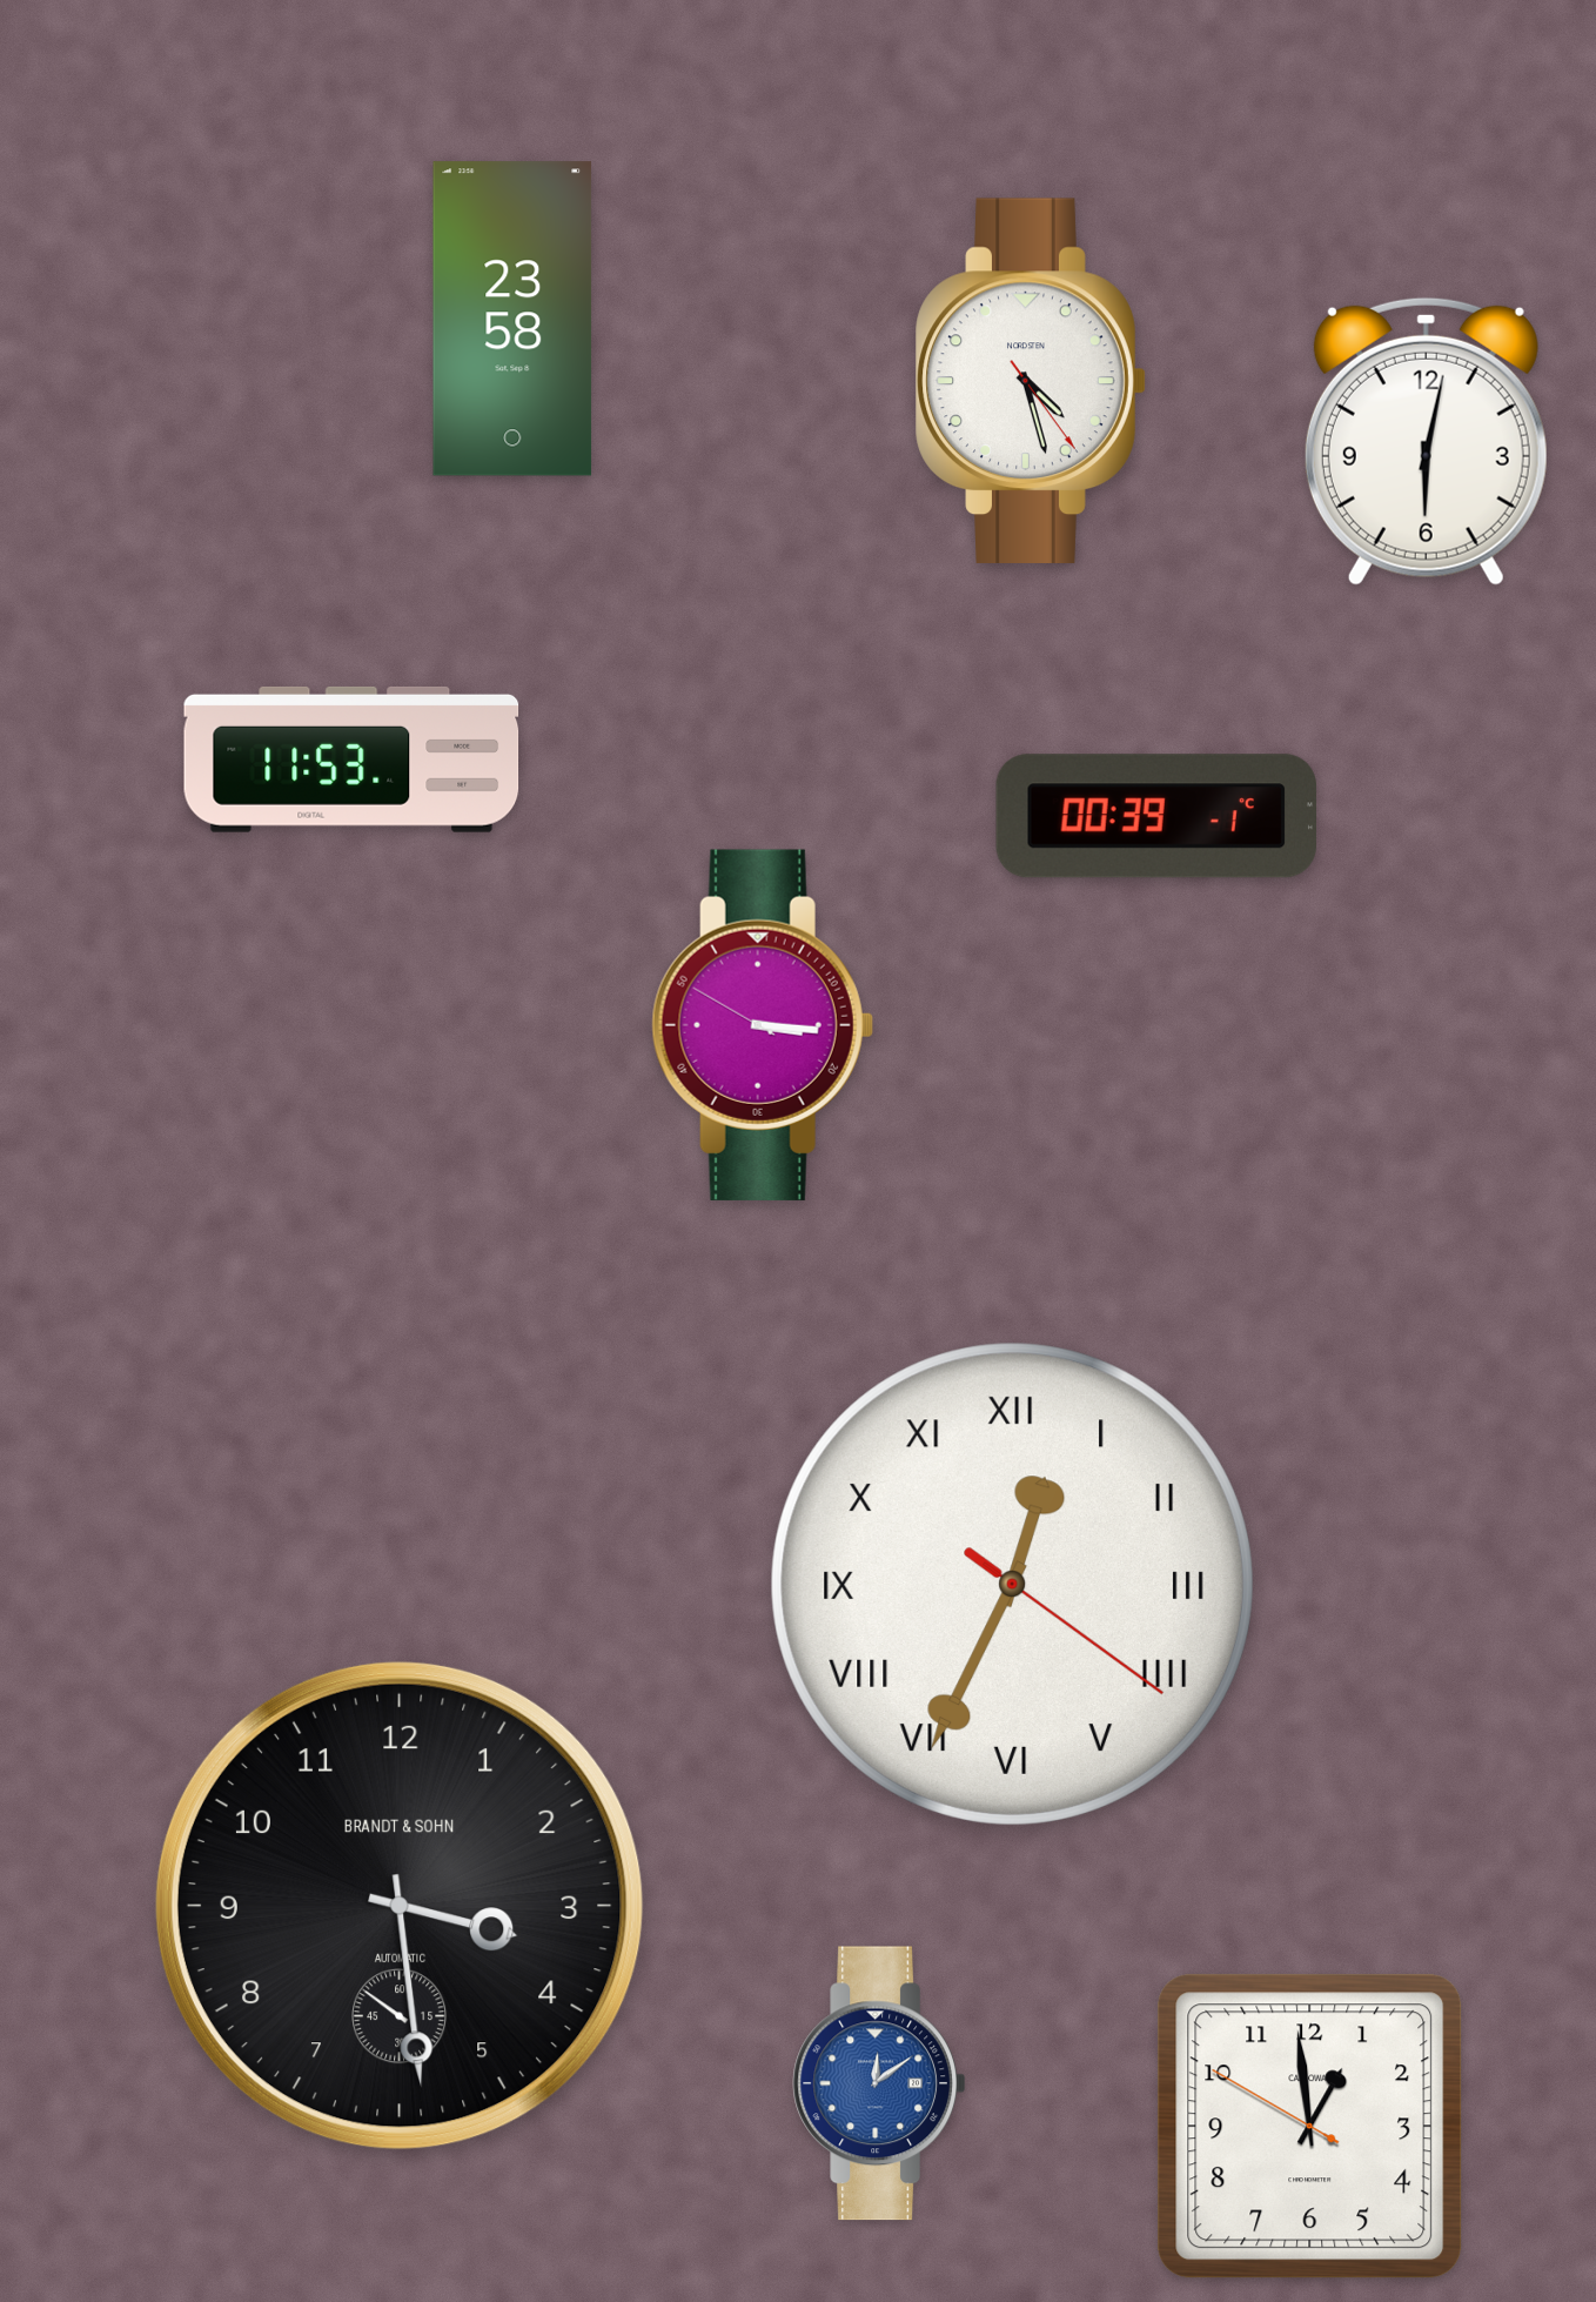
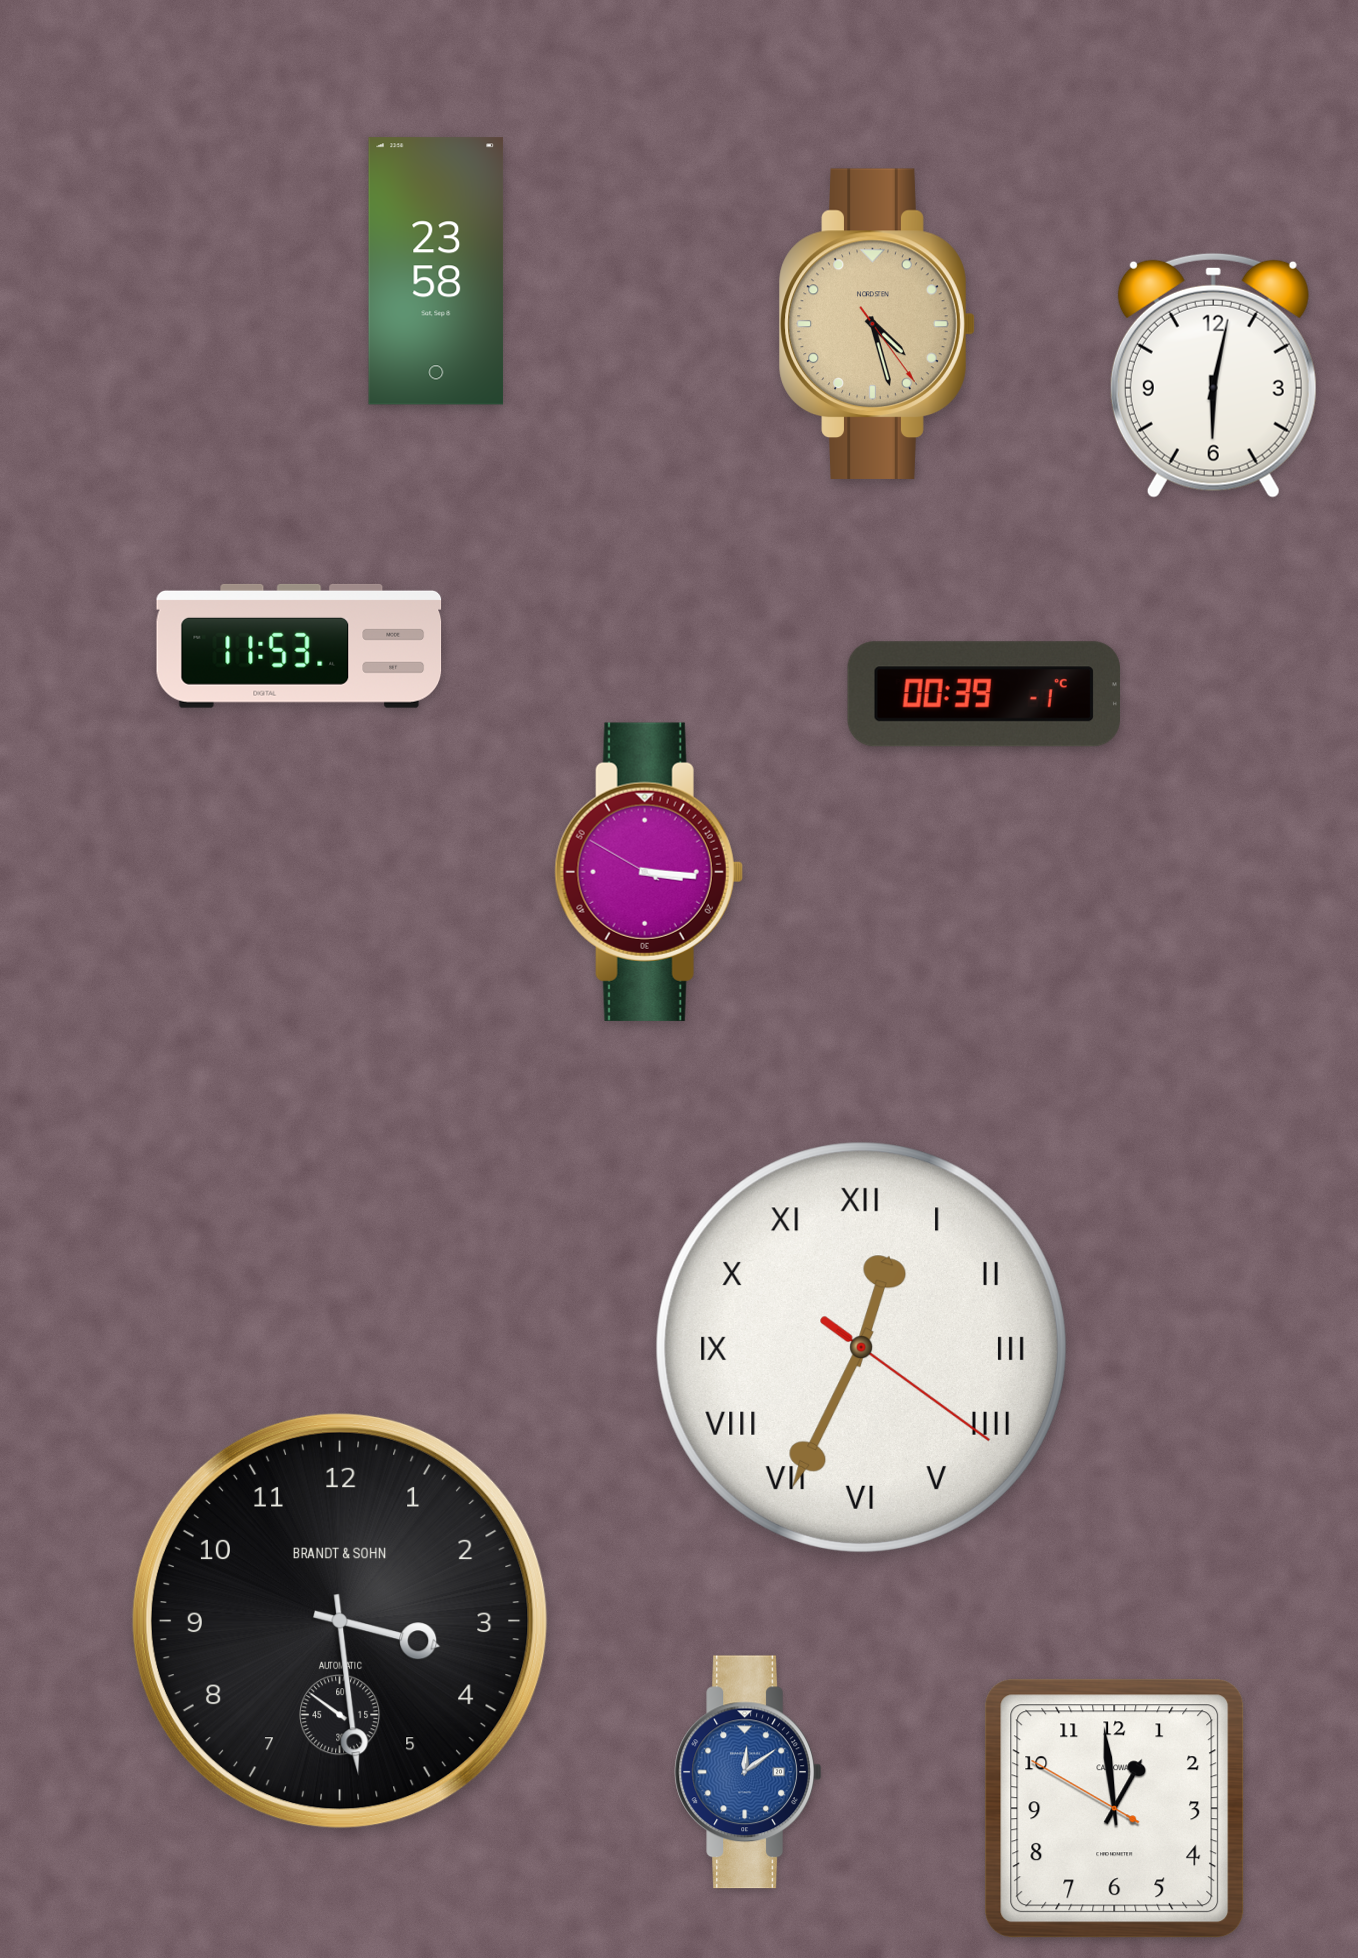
clock at (1031, 381) dial: white -> champagne
